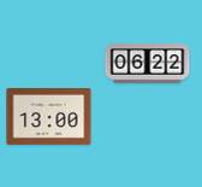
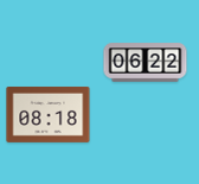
clock at (49, 116): 13:00 -> 08:18
